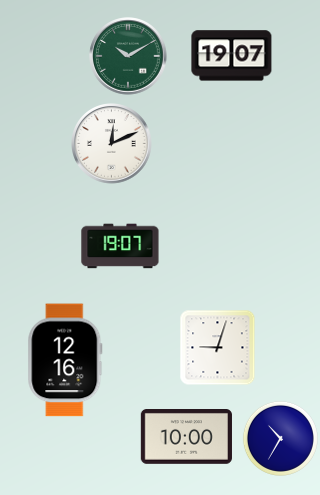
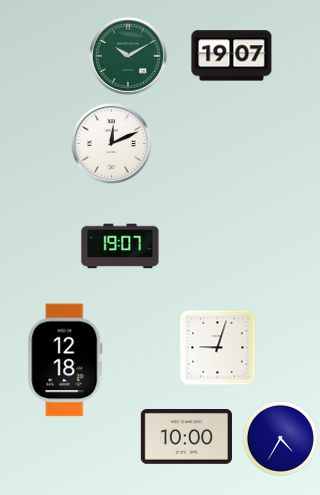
clock at (65, 360): 12:16 -> 12:18
clock at (280, 438): 10:35 -> 4:35
